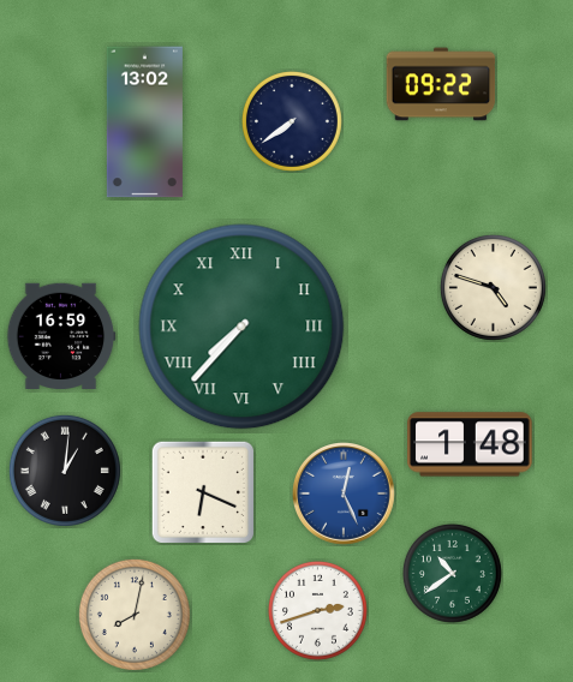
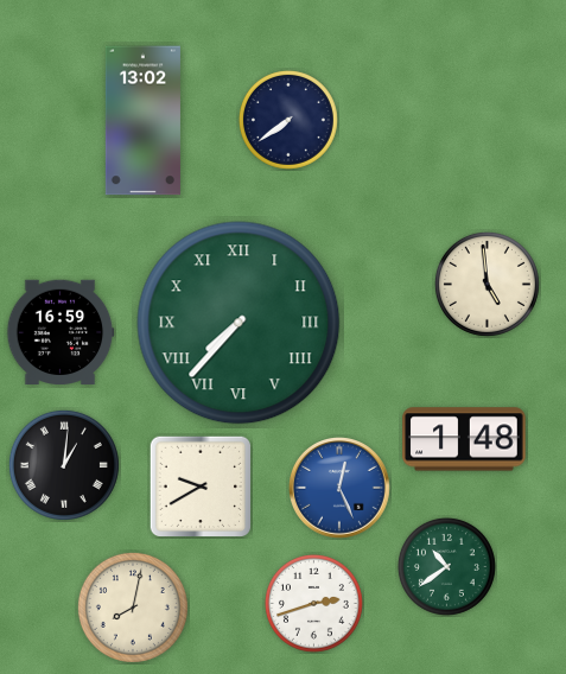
clock at (441, 84): 09:22 -> none
clock at (493, 287): 4:48 -> 4:59
clock at (202, 491): 6:19 -> 9:40
